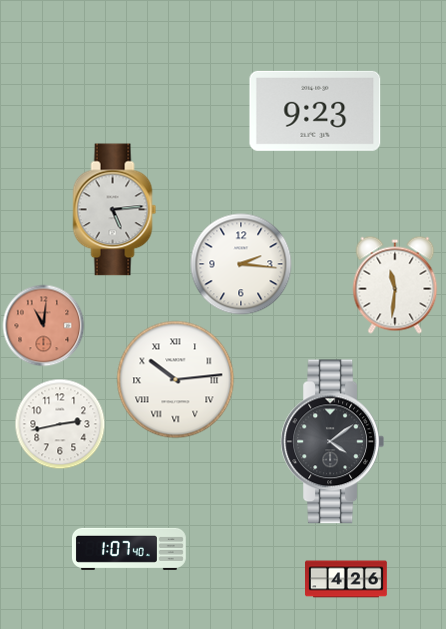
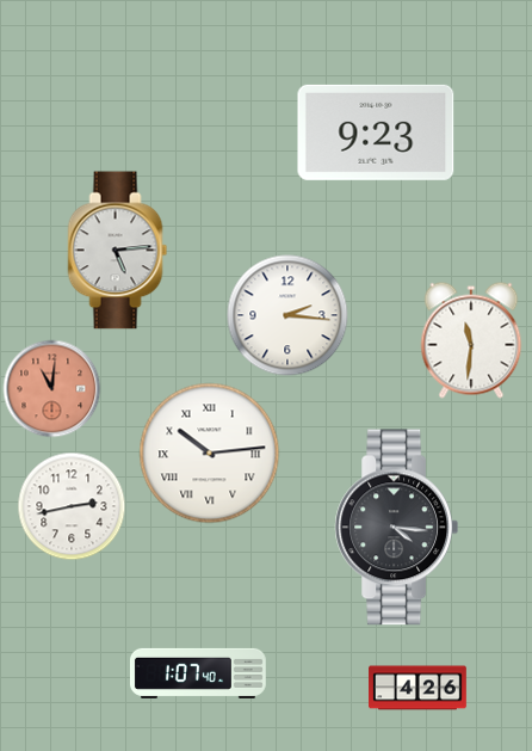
clock at (115, 210) position: (115, 210) -> (118, 251)
clock at (332, 442): 4:09 -> 4:16
clock at (129, 549) position: (129, 549) -> (198, 673)
clock at (347, 579) position: (347, 579) -> (419, 688)
